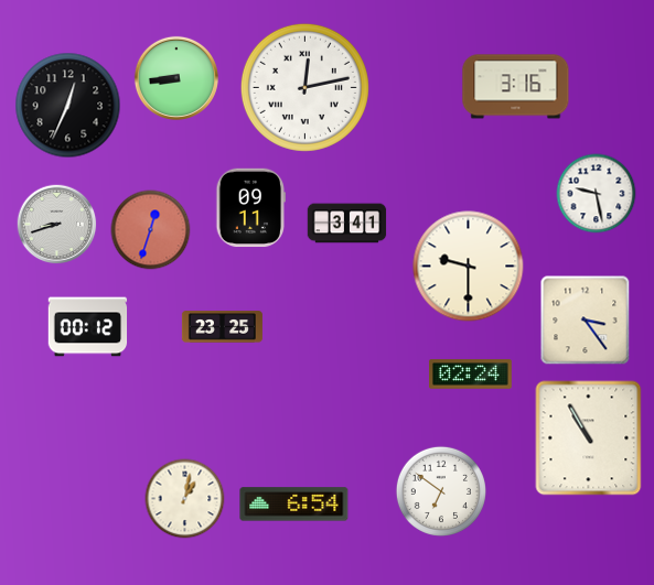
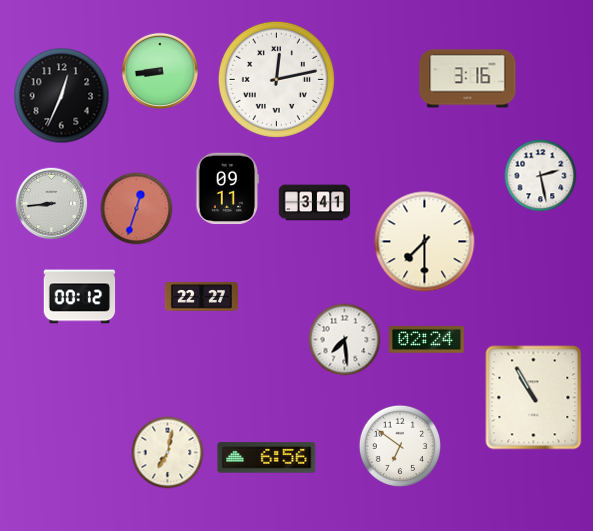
clock at (597, 194): 9:28 -> 2:28
clock at (57, 225): 8:42 -> 8:44
clock at (469, 267): 9:30 -> 7:30
clock at (586, 321): 3:24 -> none
clock at (222, 327): 23:25 -> 22:27
clock at (345, 340): none -> 7:29
clock at (185, 499): 1:02 -> 7:02
clock at (294, 505): 6:54 -> 6:56
